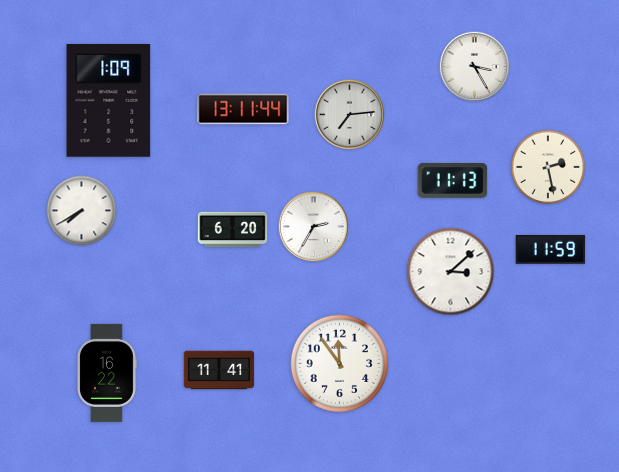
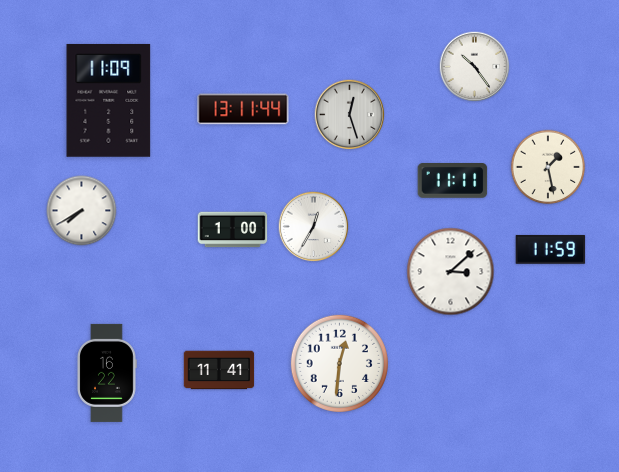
clock at (475, 67): 3:25 -> 10:24
clock at (109, 100): 1:09 -> 11:09
clock at (350, 115): 7:14 -> 12:27
clock at (548, 167): 2:28 -> 1:28
clock at (453, 181): 11:13 -> 11:11
clock at (314, 227): 2:35 -> 12:35
clock at (233, 230): 6:20 -> 1:00
clock at (339, 363): 11:54 -> 12:31
